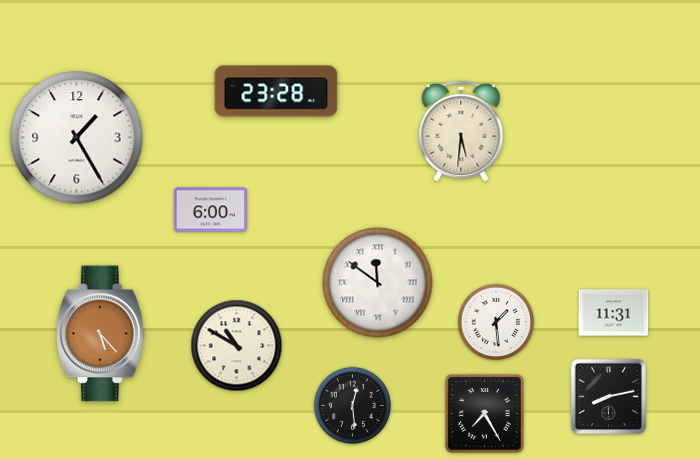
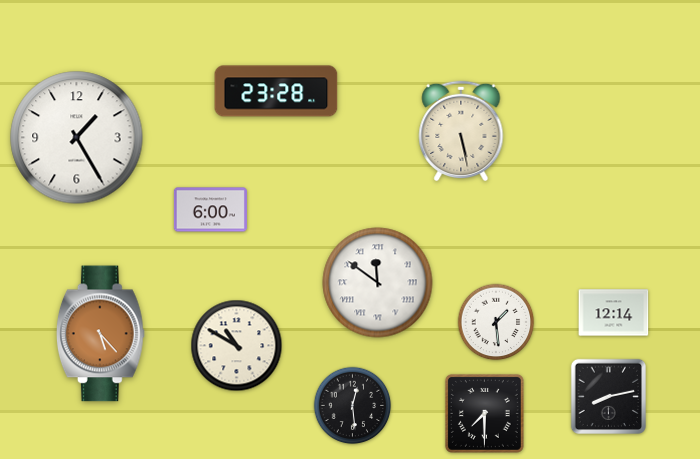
clock at (461, 131): 5:31 -> 5:28
clock at (614, 313): 11:31 -> 12:14
clock at (484, 413): 7:25 -> 7:30
